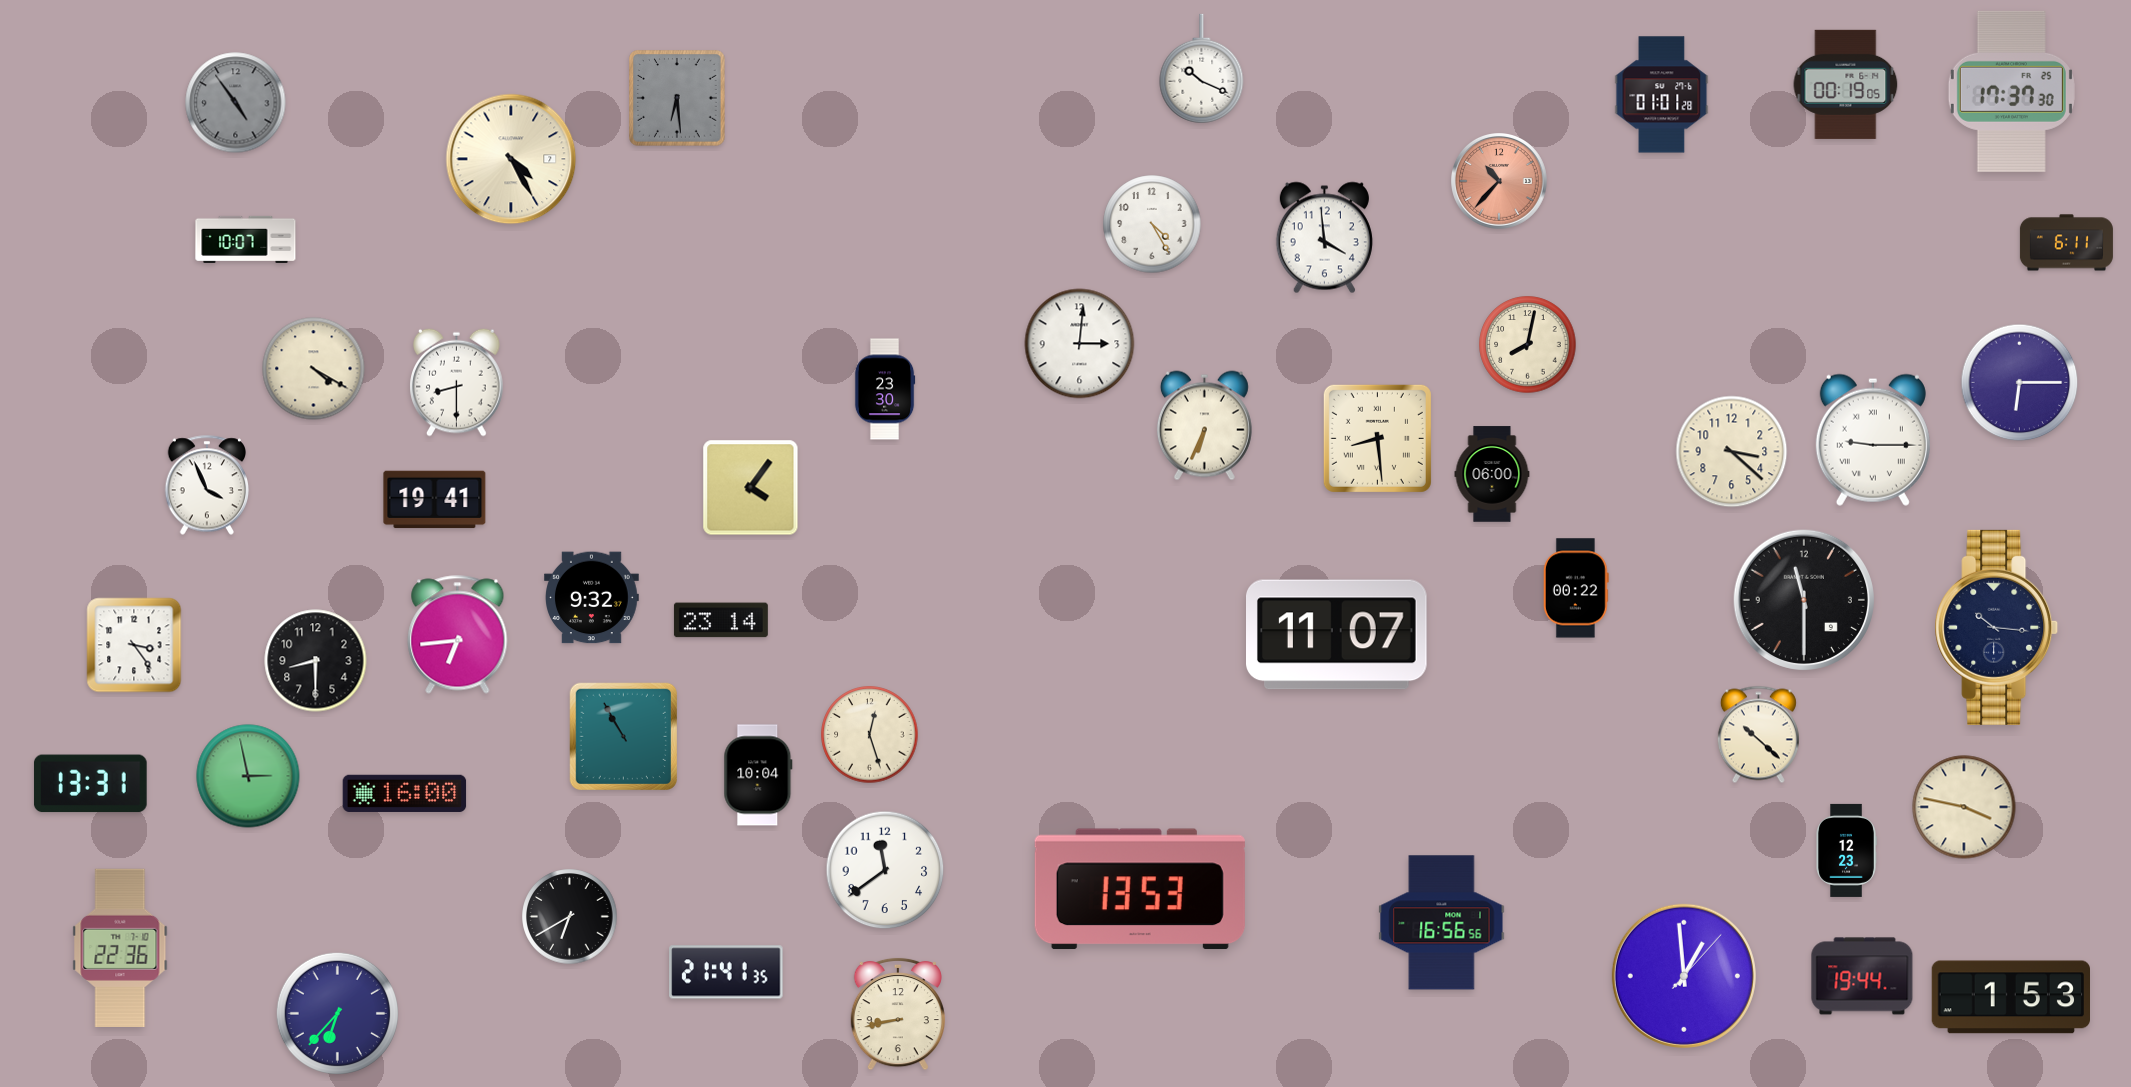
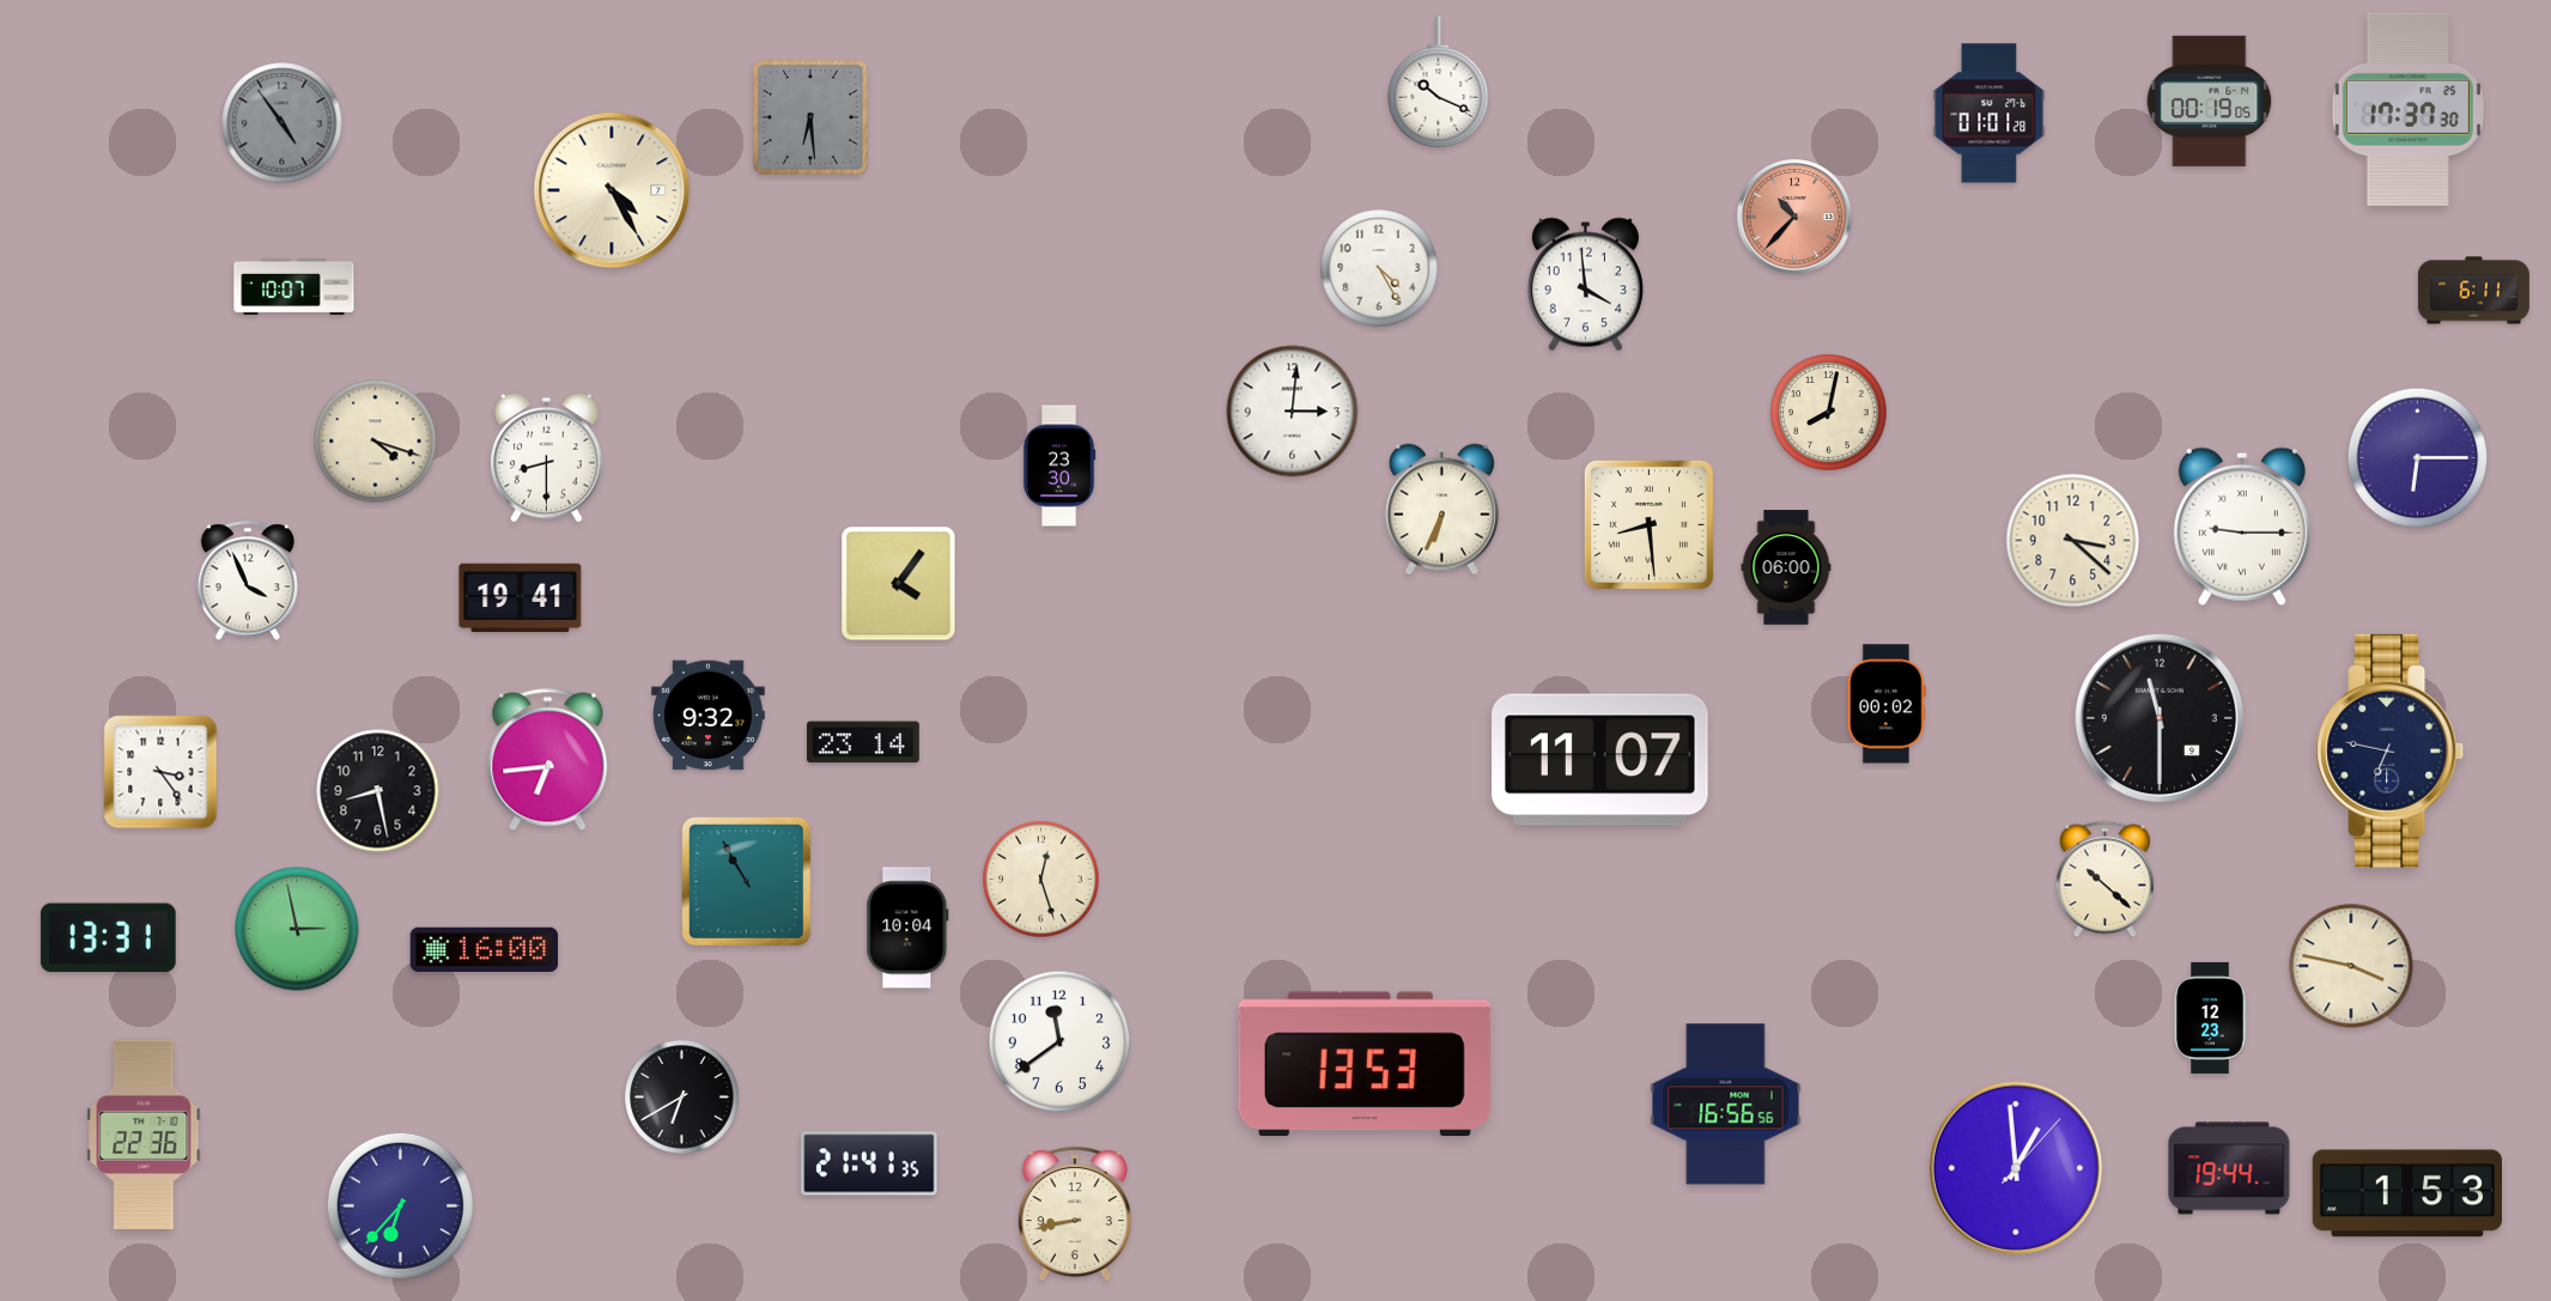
clock at (314, 369): 4:20 -> 4:18
clock at (1576, 588): 00:22 -> 00:02
clock at (1997, 627): 10:16 -> 6:47
clock at (316, 661): 8:30 -> 8:28
clock at (337, 1013) position: (337, 1013) -> (400, 1205)
